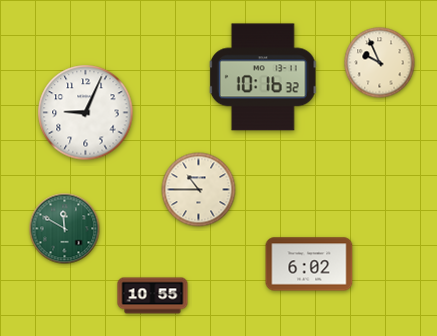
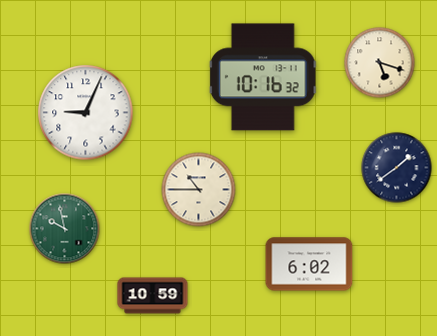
clock at (380, 63): 9:56 -> 5:18
clock at (397, 168): none -> 1:39
clock at (65, 229): 11:50 -> 9:58
clock at (153, 296): 10:55 -> 10:59
